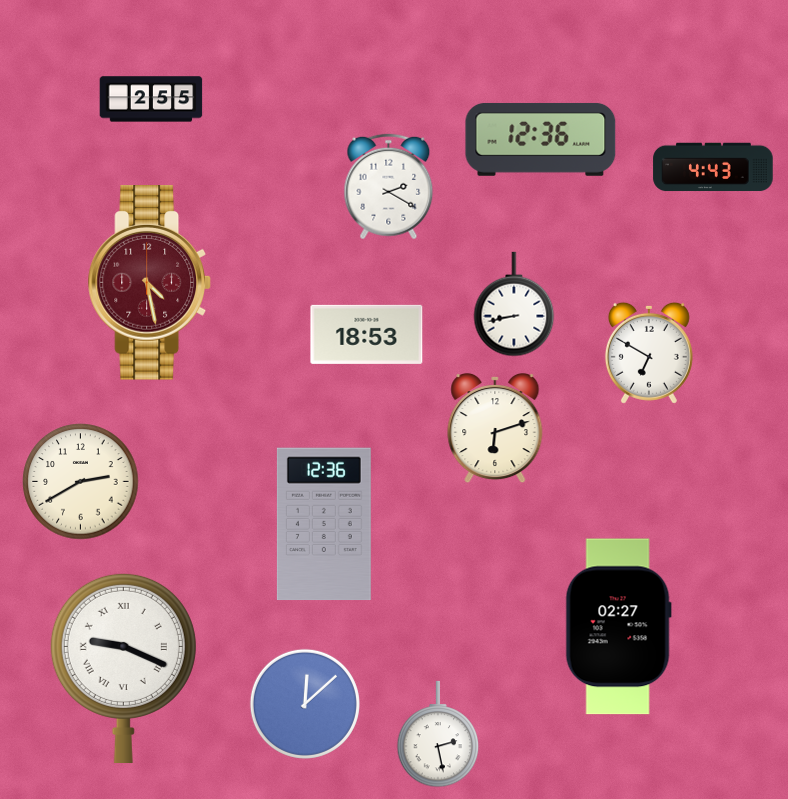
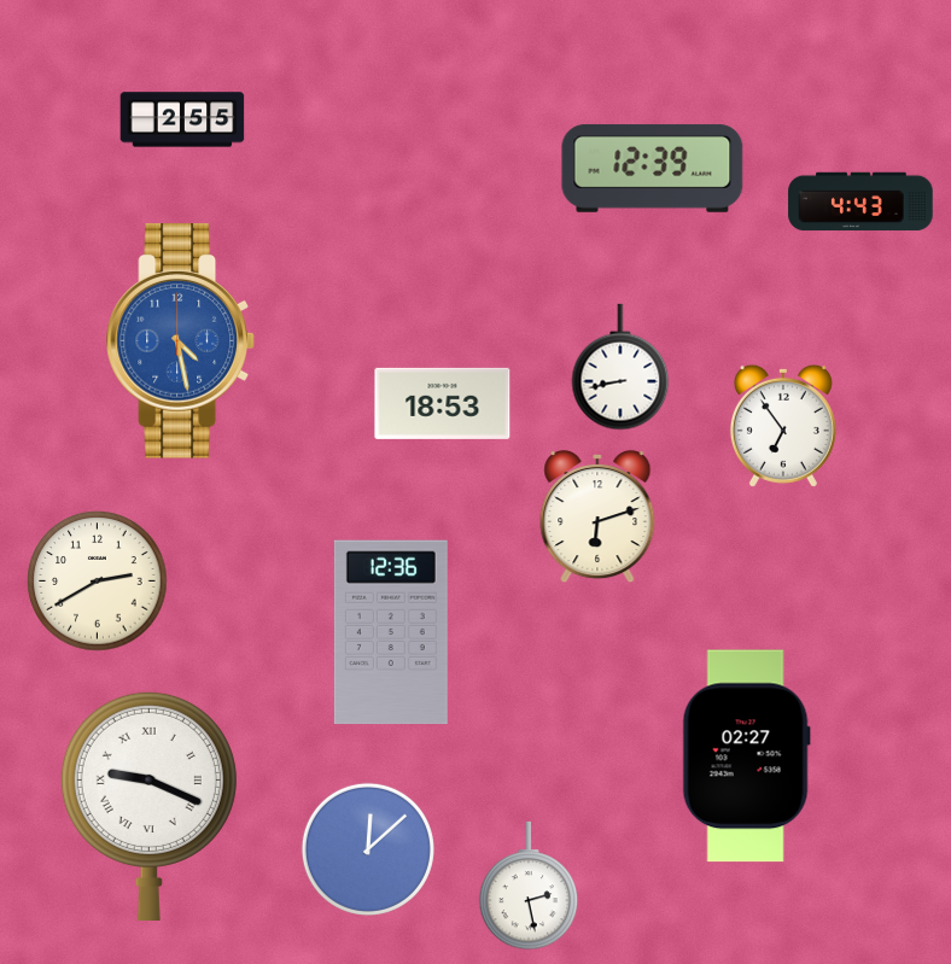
clock at (541, 140): 12:36 -> 12:39
clock at (389, 187): 2:20 -> none
clock at (149, 283) dial: burgundy -> blue
clock at (649, 353): 6:50 -> 6:54
